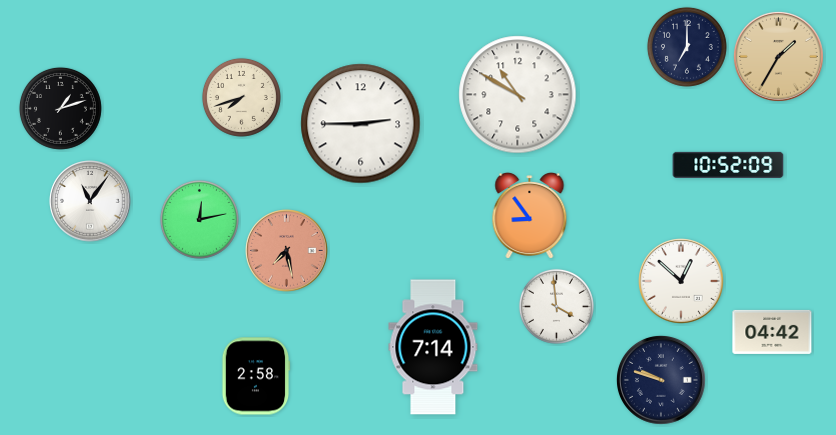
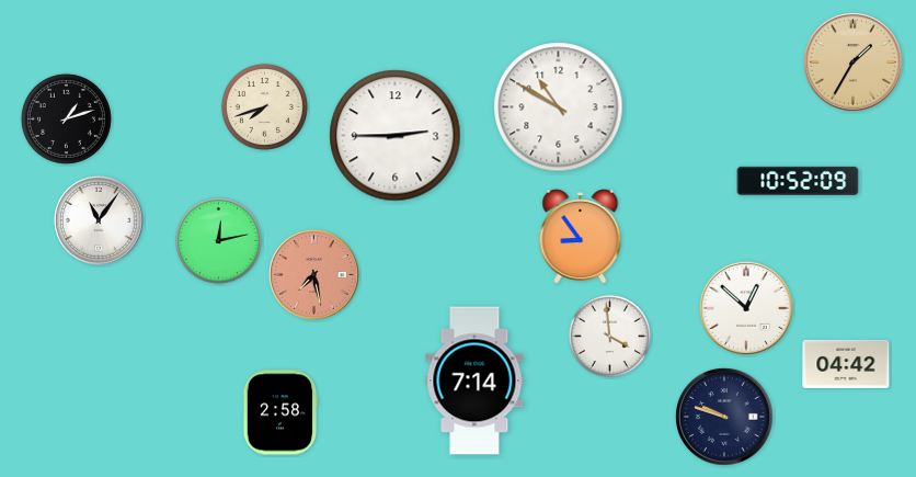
clock at (687, 47): 7:00 -> none
clock at (518, 95) position: (518, 95) -> (559, 107)
